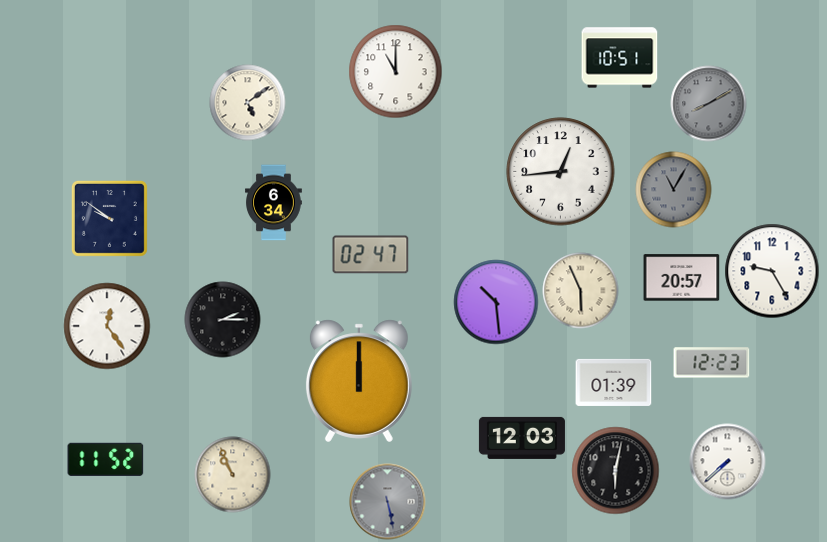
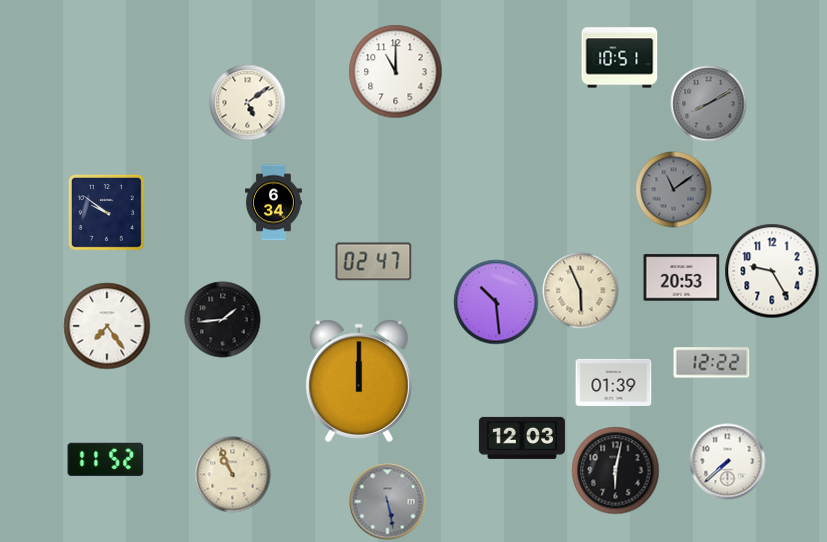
clock at (561, 172): 12:44 -> none
clock at (674, 190): 11:05 -> 11:09
clock at (109, 218) position: (109, 218) -> (106, 212)
clock at (371, 255) position: (371, 255) -> (374, 262)
clock at (682, 278): 20:57 -> 20:53
clock at (223, 320): 2:15 -> 1:44
clock at (107, 326): 12:24 -> 7:24
clock at (712, 363): 12:23 -> 12:22
